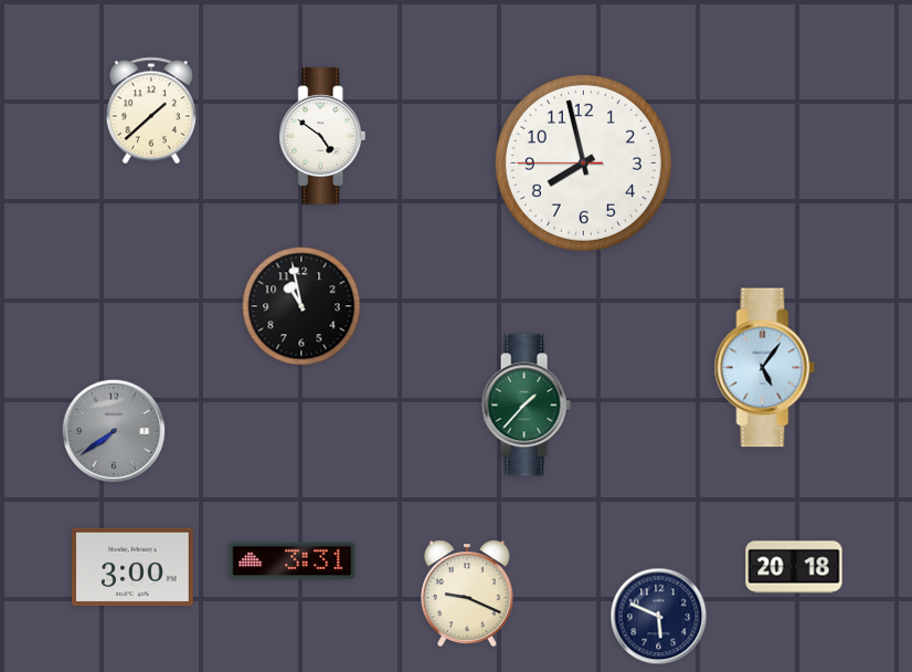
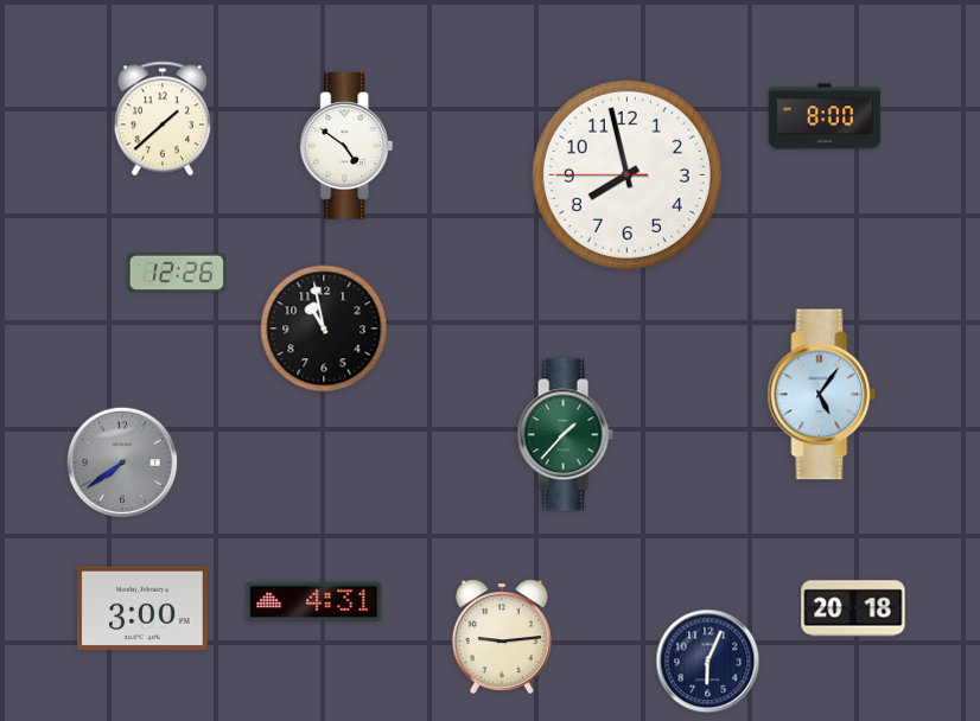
clock at (825, 116): none -> 8:00
clock at (177, 272): none -> 12:26
clock at (293, 561): 3:31 -> 4:31
clock at (467, 594): 9:19 -> 9:14
clock at (659, 617): 5:49 -> 6:04
